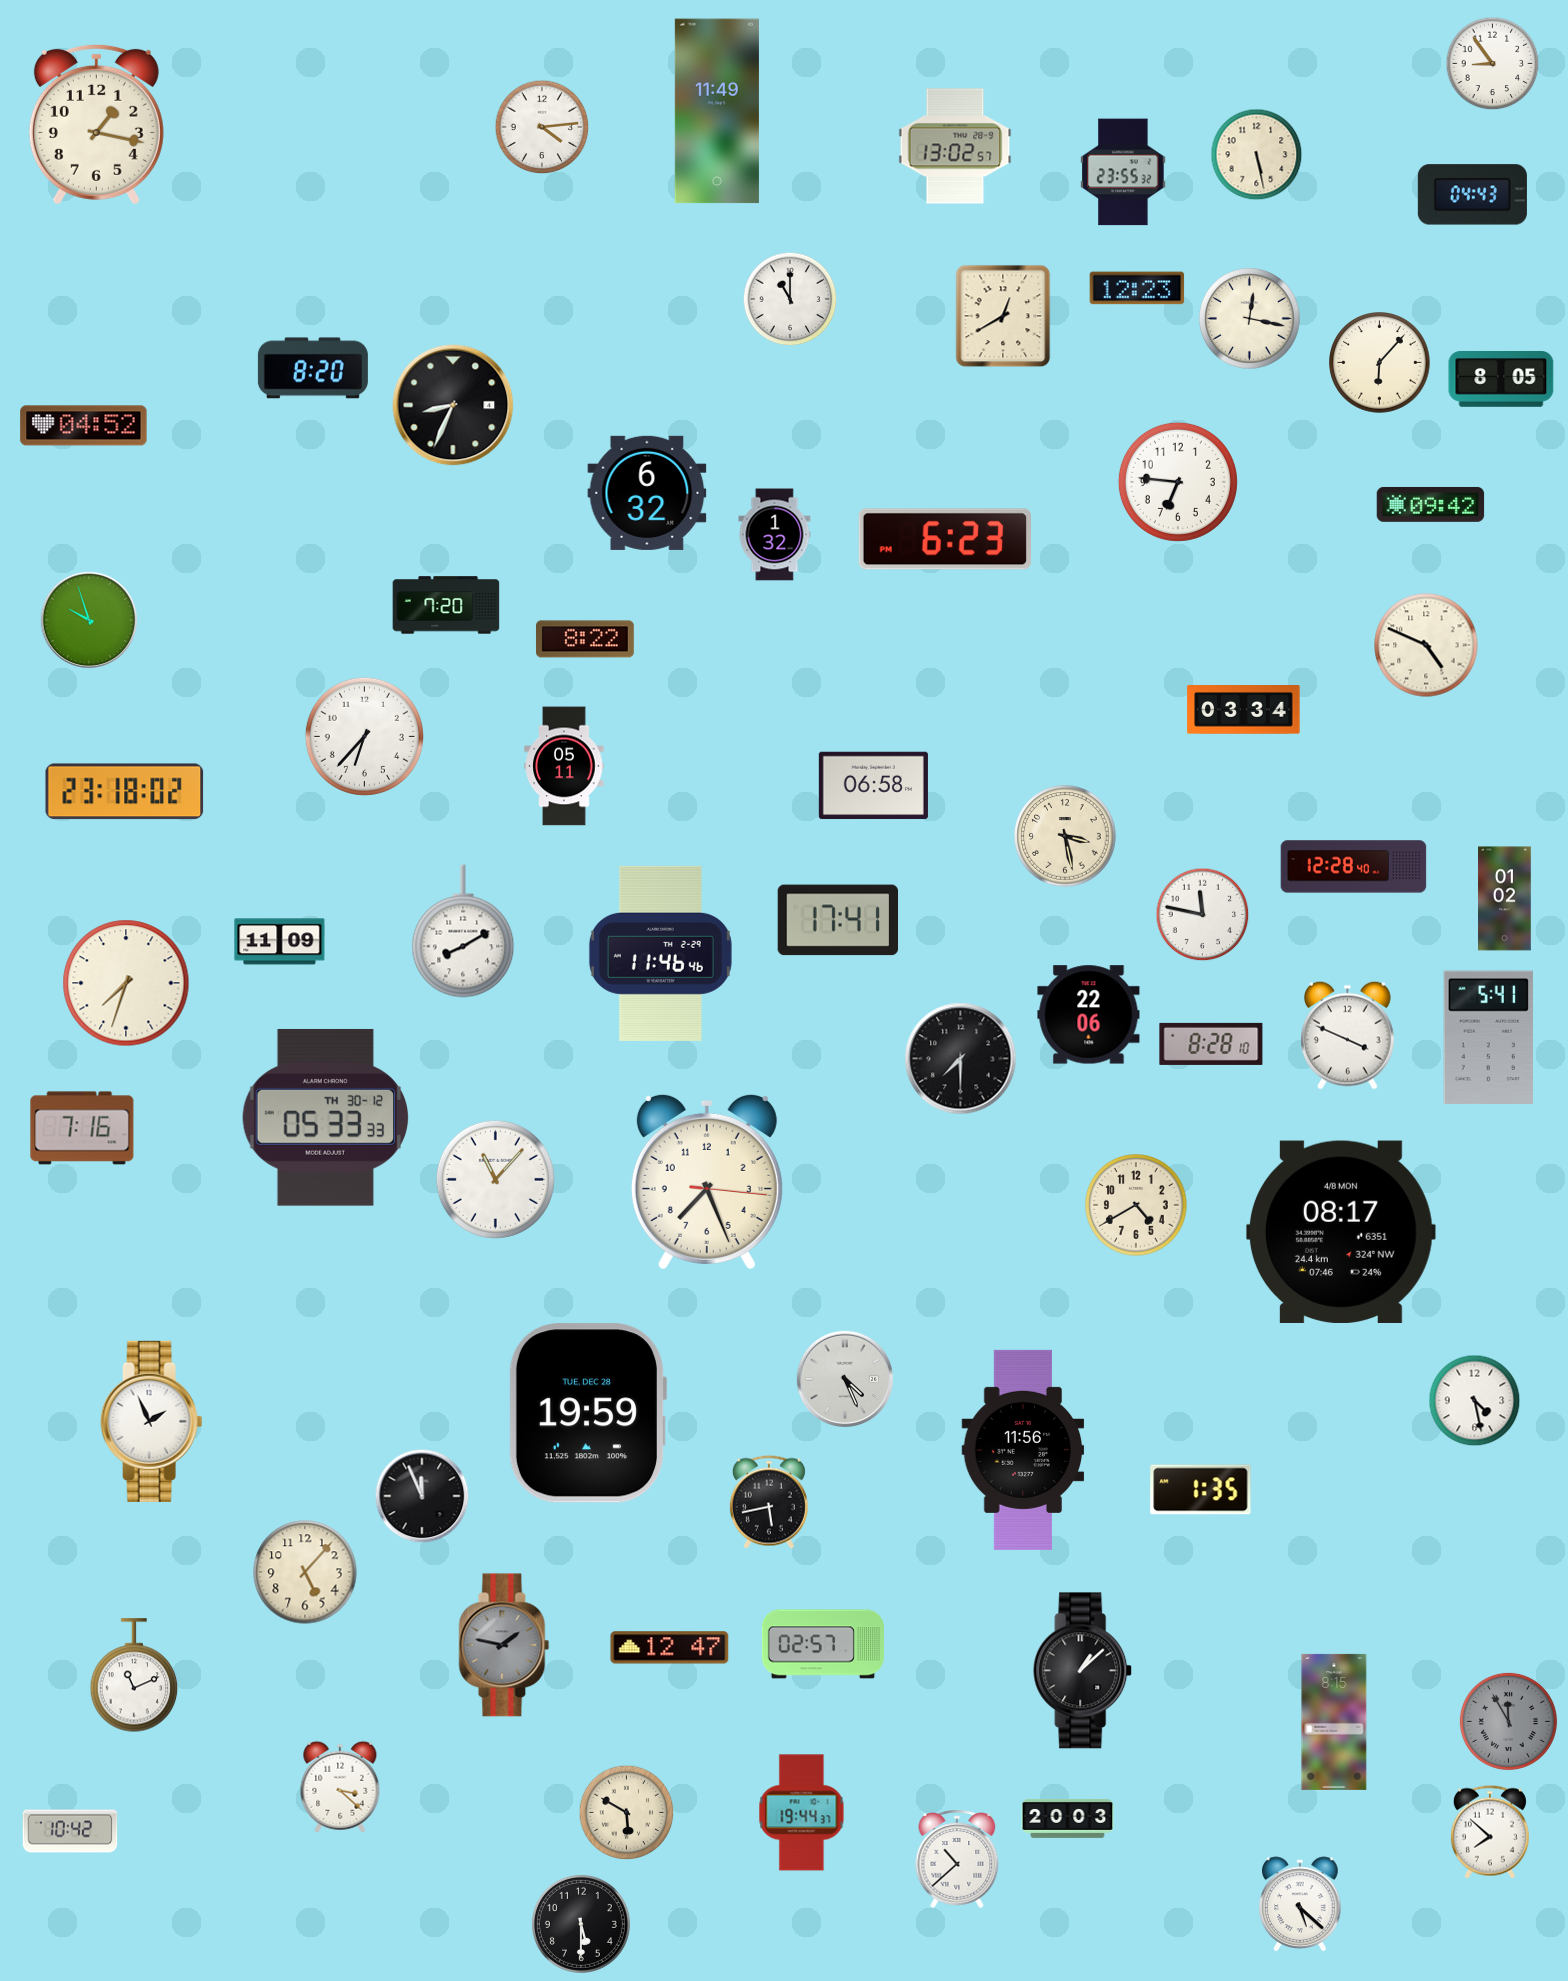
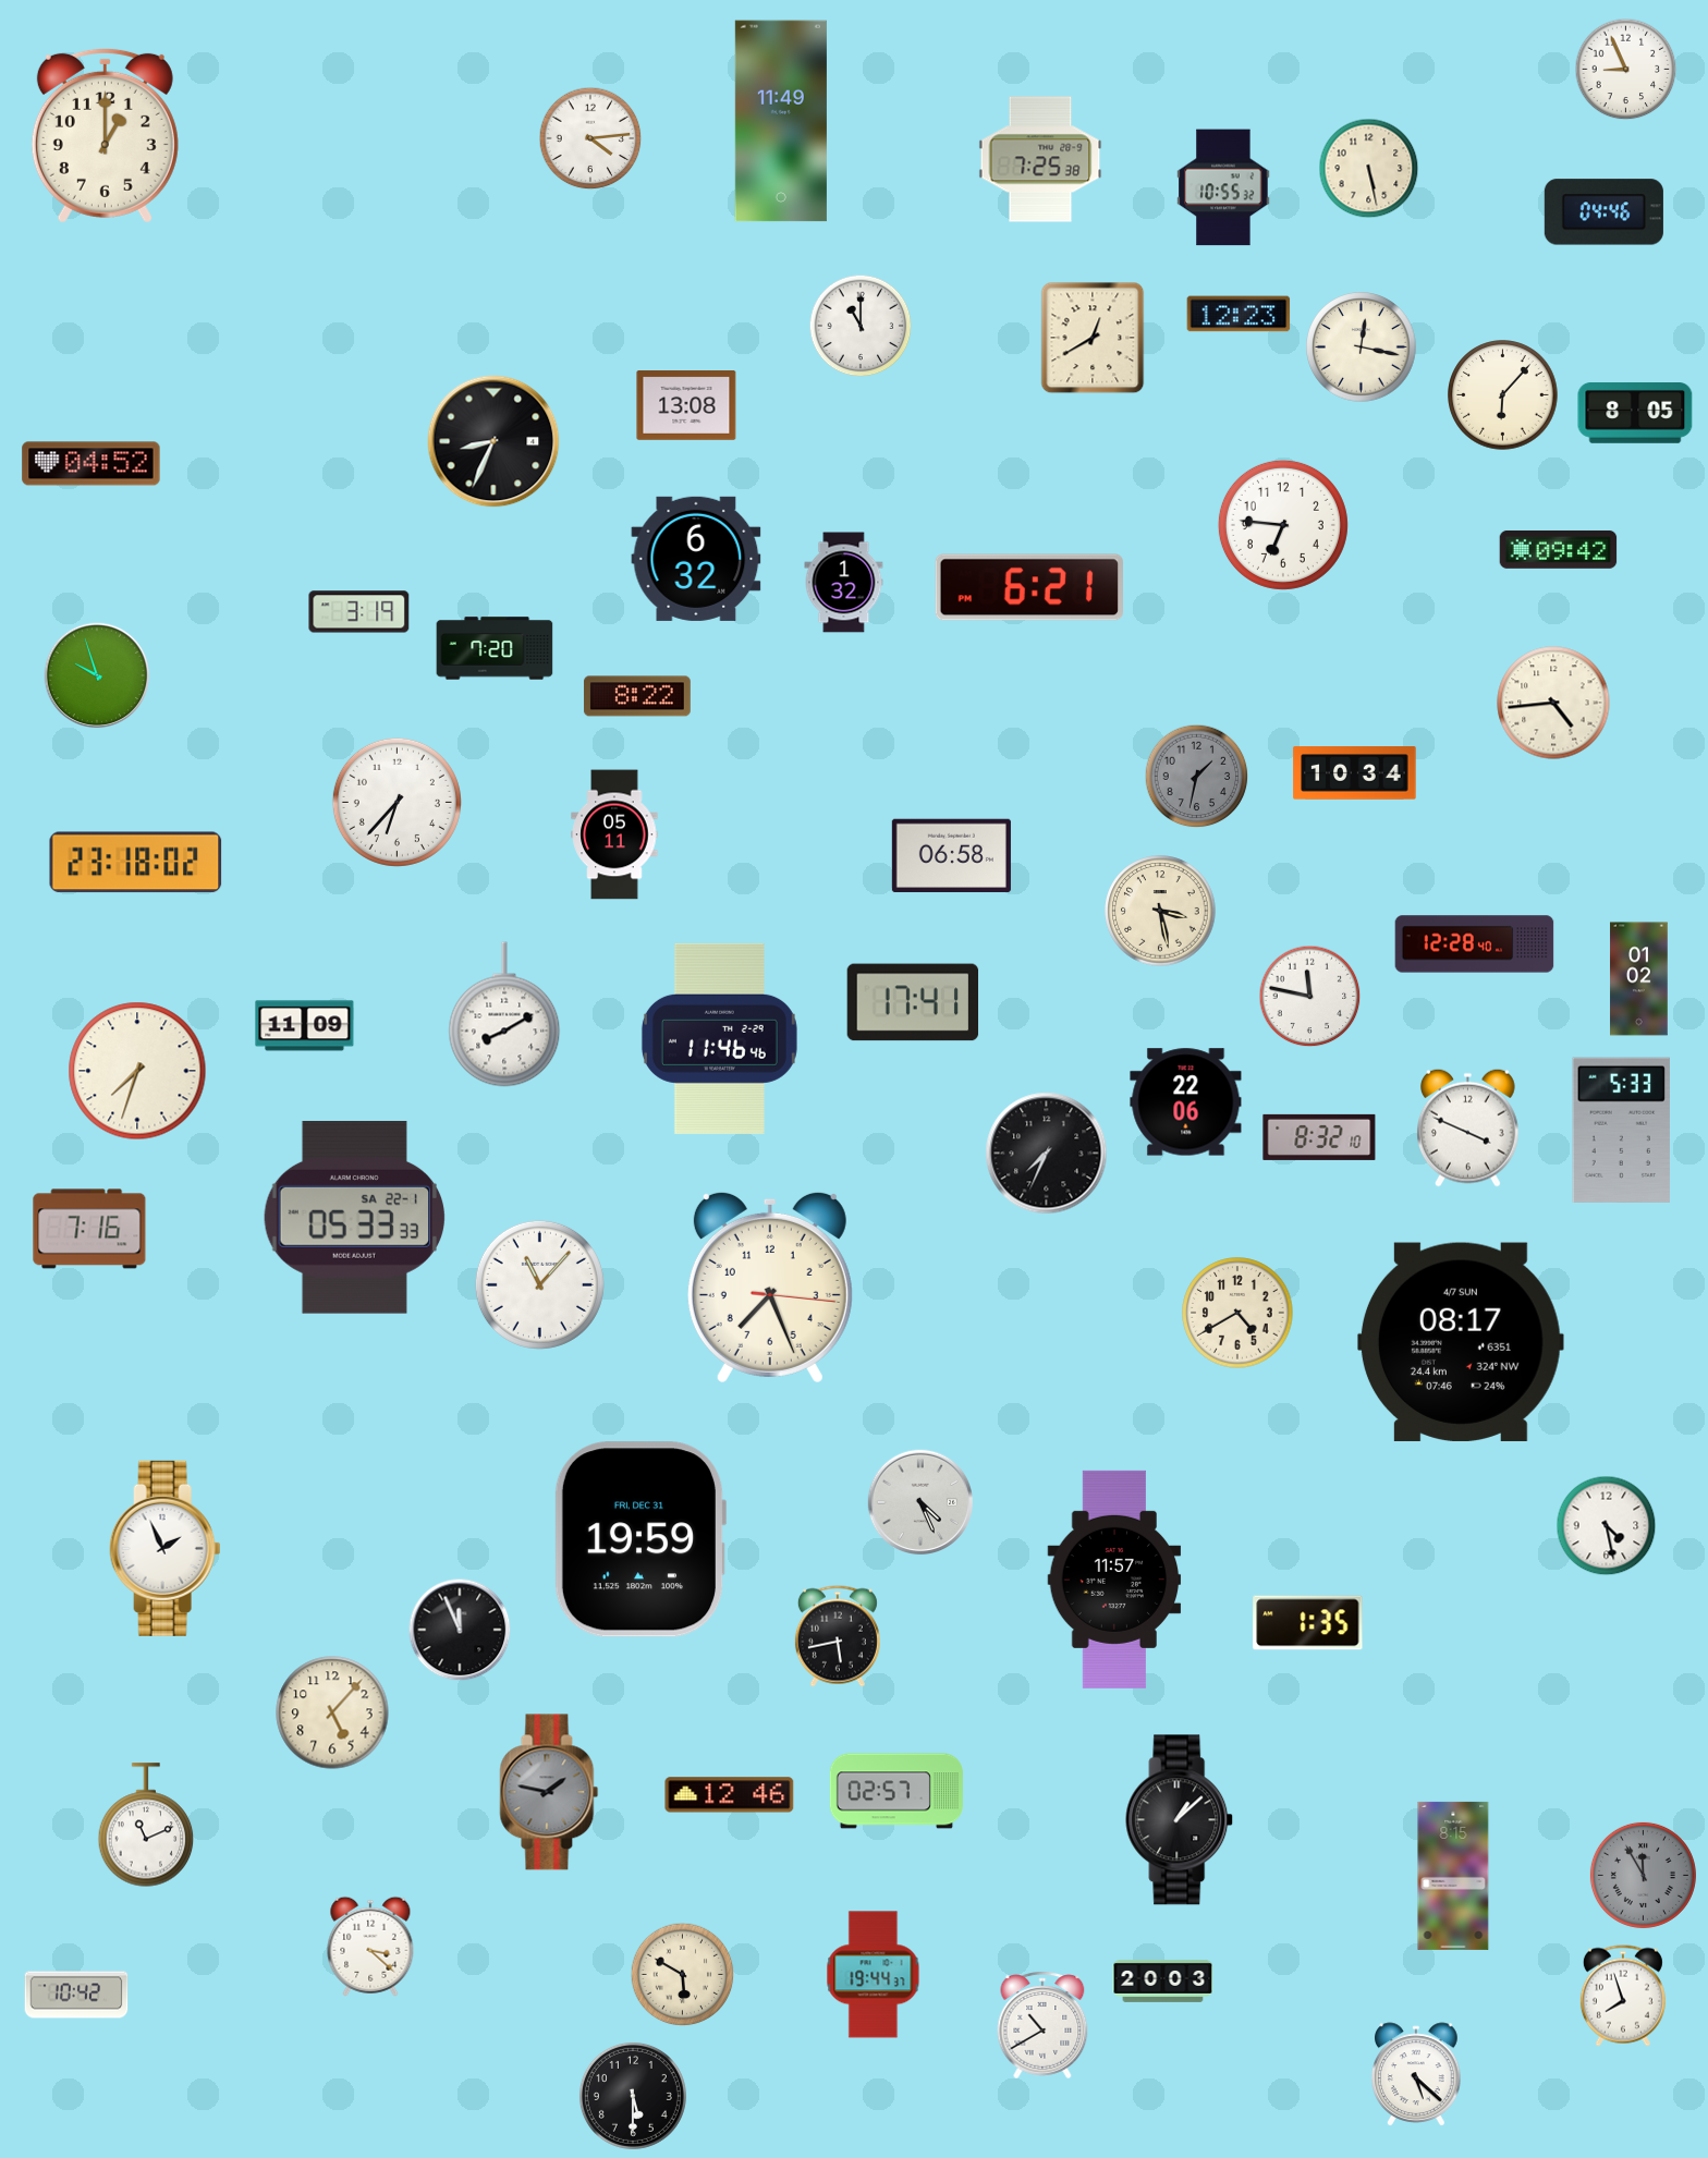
clock at (1493, 64): 8:54 -> 8:56
clock at (96, 124): 1:17 -> 1:00
clock at (955, 146): 13:02 -> 7:25
clock at (1123, 172): 23:55 -> 10:55
clock at (1472, 195): 04:43 -> 04:46
clock at (1003, 316) position: (1003, 316) -> (1093, 338)
clock at (313, 368): 8:20 -> none
clock at (686, 406): none -> 13:08
clock at (647, 493) position: (647, 493) -> (696, 559)
clock at (944, 539): 6:23 -> 6:21
clock at (359, 612): none -> 3:19
clock at (446, 605) position: (446, 605) -> (495, 648)
clock at (1426, 645): 4:49 -> 4:44
clock at (1244, 710): 03:34 -> 10:34
clock at (1197, 777): none -> 1:32
clock at (1089, 1015) position: (1089, 1015) -> (1186, 1102)
clock at (1488, 1037): 5:41 -> 5:33
clock at (1211, 1044): 8:28 -> 8:32
clock at (961, 1059): 7:30 -> 7:34
clock at (326, 1117) date: TH 30-12 -> SA 22-1
clock at (1341, 1232) date: 4/8 MON -> 4/7 SUN
clock at (588, 1413) date: TUE, DEC 28 -> FRI, DEC 31
clock at (1023, 1450): 11:56 -> 11:57
clock at (670, 1648): 12:47 -> 12:46
clock at (1490, 1832): 7:52 -> 7:57
clock at (957, 1859): 10:38 -> 10:40
